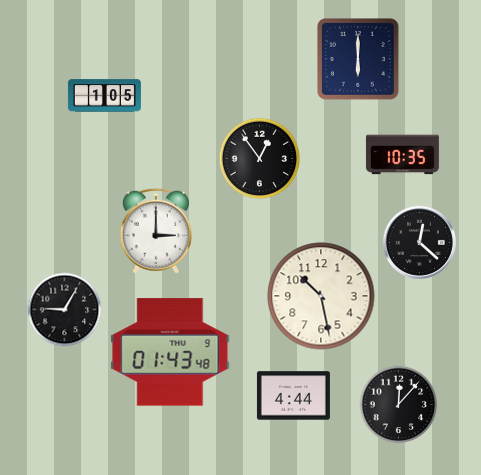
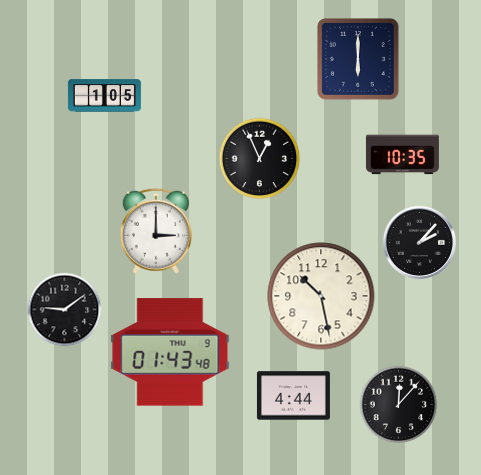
clock at (260, 159): 12:54 -> 12:56
clock at (419, 242): 12:22 -> 2:07
clock at (65, 310): 9:05 -> 9:09
